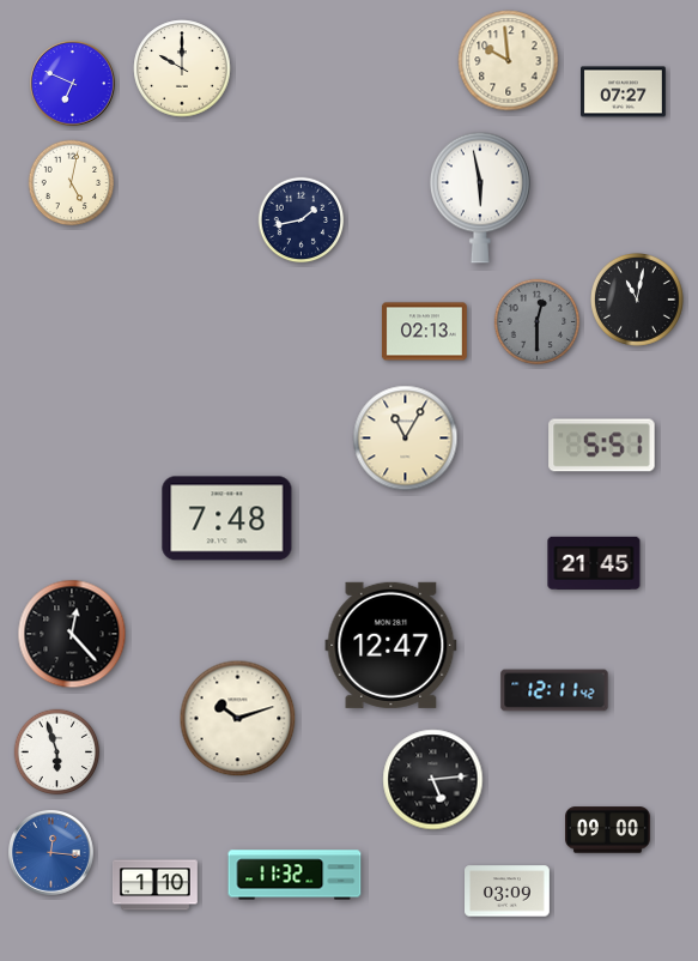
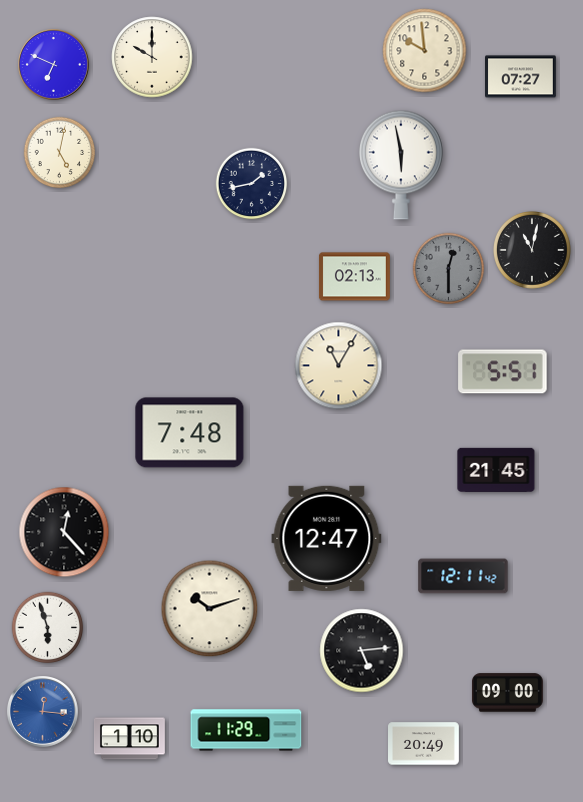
clock at (73, 84) position: (73, 84) -> (54, 65)
clock at (72, 634) position: (72, 634) -> (64, 532)
clock at (238, 719) position: (238, 719) -> (210, 609)
clock at (295, 875): 11:32 -> 11:29
clock at (508, 892): 03:09 -> 20:49
